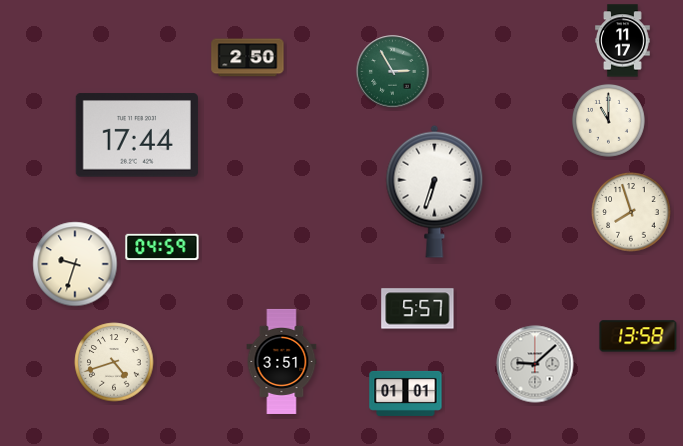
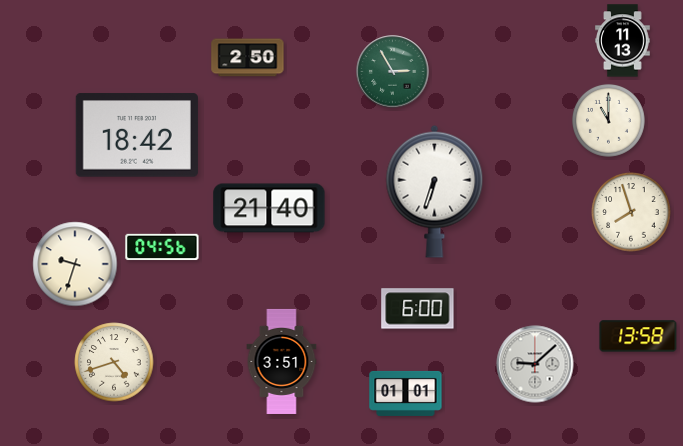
clock at (623, 41): 11:17 -> 11:13
clock at (137, 135): 17:44 -> 18:42
clock at (269, 208): none -> 21:40
clock at (162, 247): 04:59 -> 04:56
clock at (418, 309): 5:57 -> 6:00
